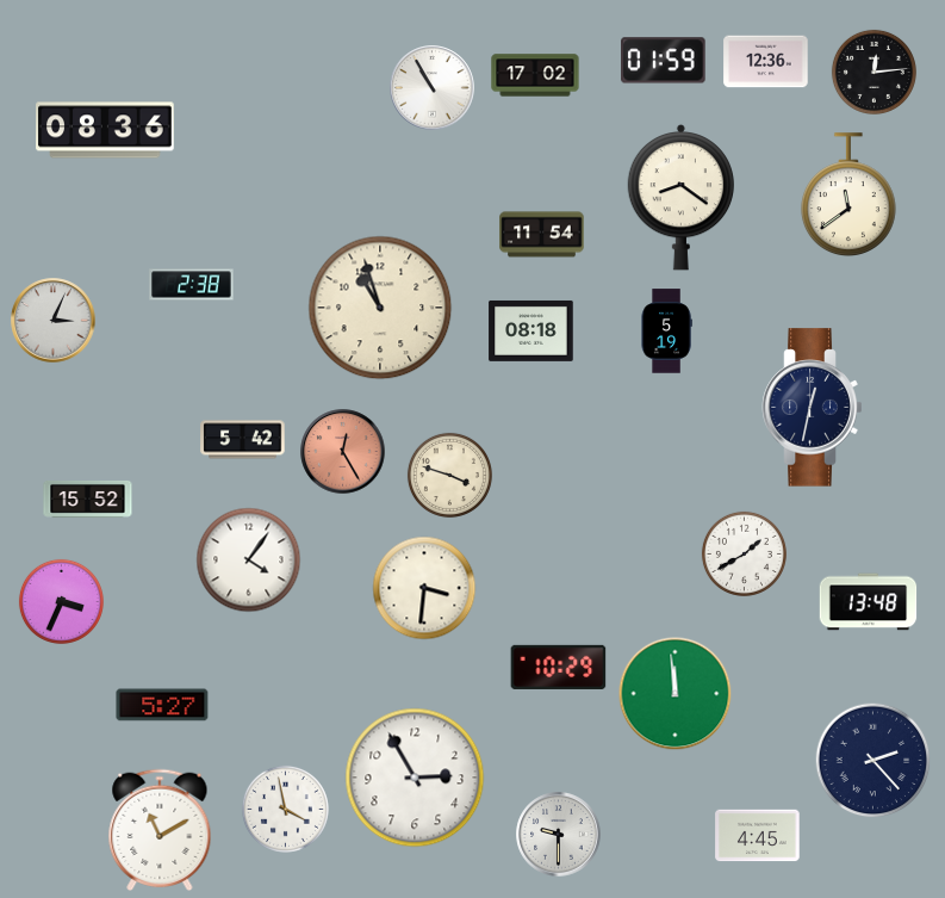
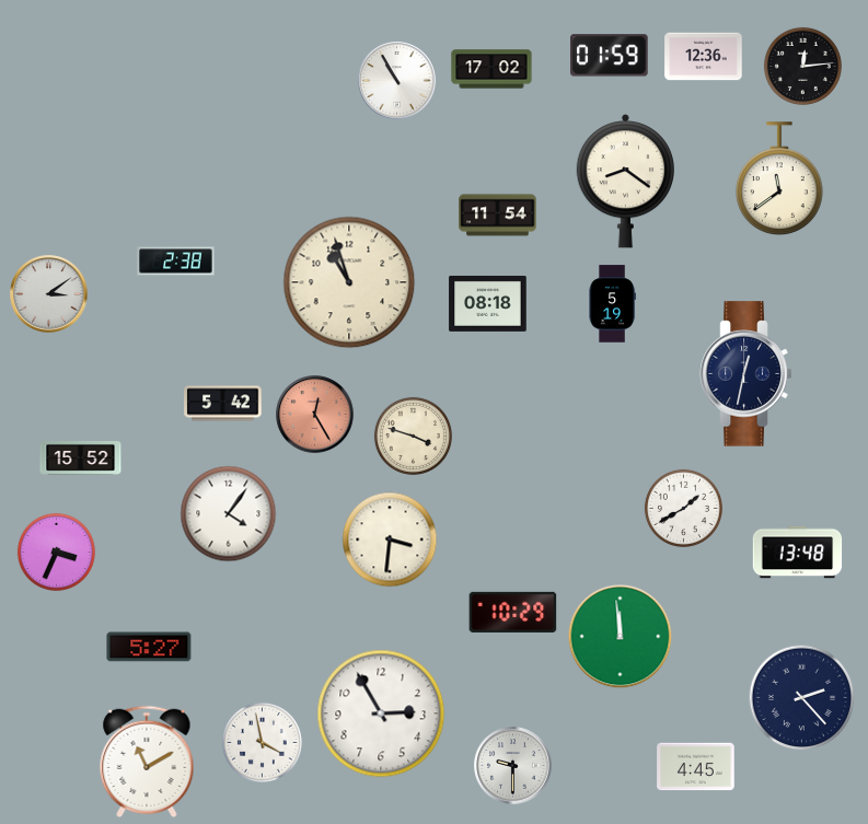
clock at (105, 130): 08:36 -> none
clock at (54, 321): 3:04 -> 3:09
